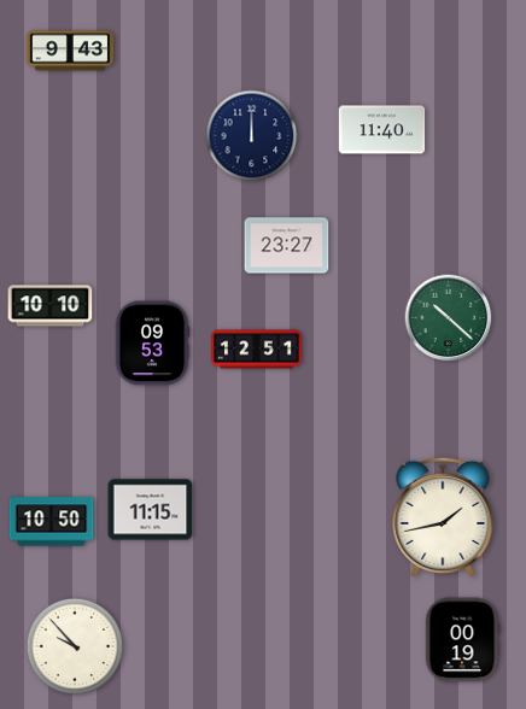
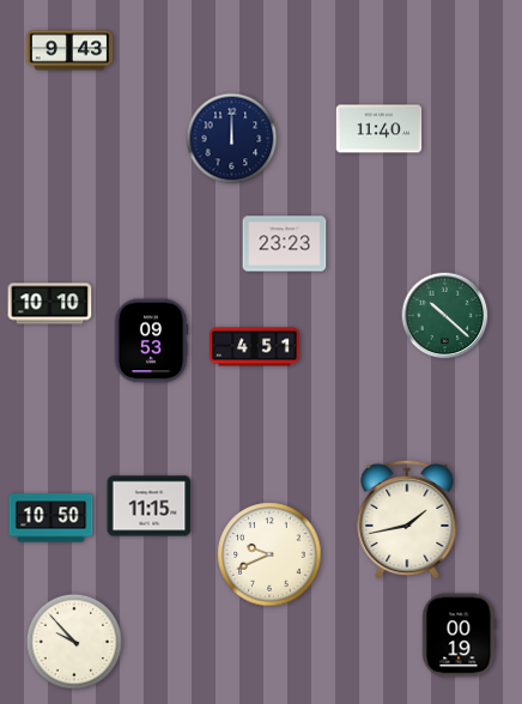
clock at (252, 136) position: (252, 136) -> (232, 139)
clock at (287, 246): 23:27 -> 23:23
clock at (257, 350): 12:51 -> 4:51
clock at (443, 517) position: (443, 517) -> (407, 520)
clock at (269, 554): none -> 9:41
